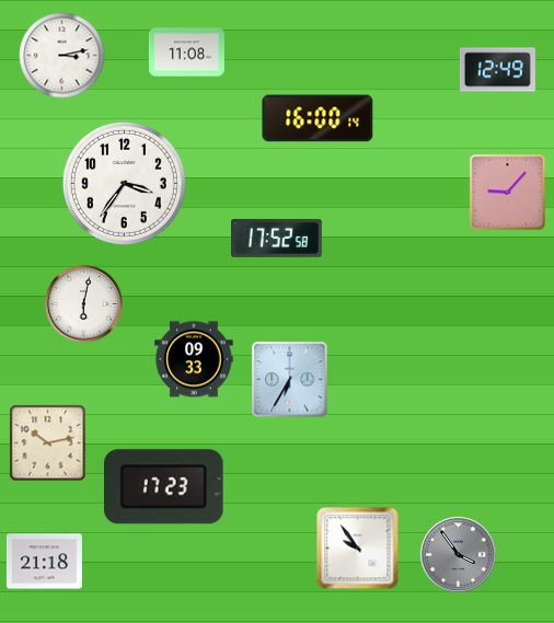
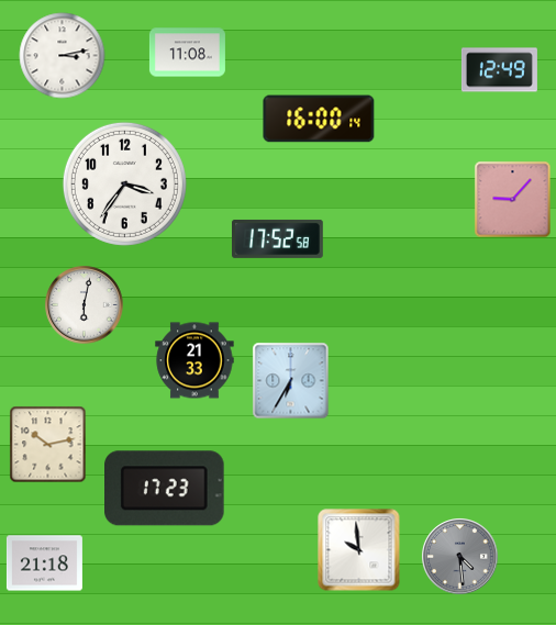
clock at (508, 193) position: (508, 193) -> (513, 200)
clock at (194, 359): 09:33 -> 21:33
clock at (358, 549): 9:54 -> 9:59
clock at (459, 555): 3:54 -> 4:29
